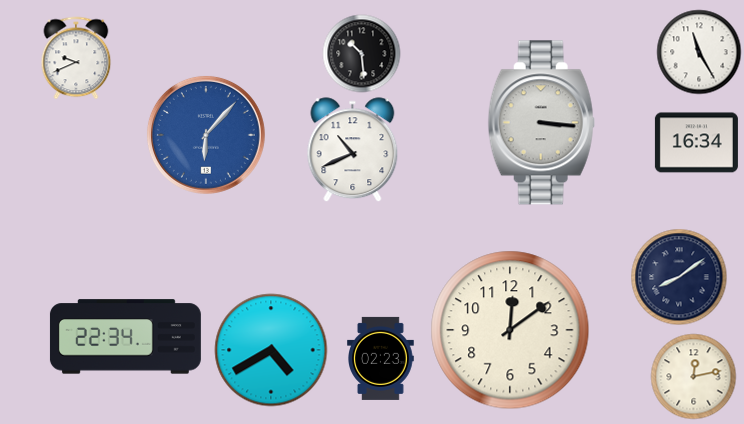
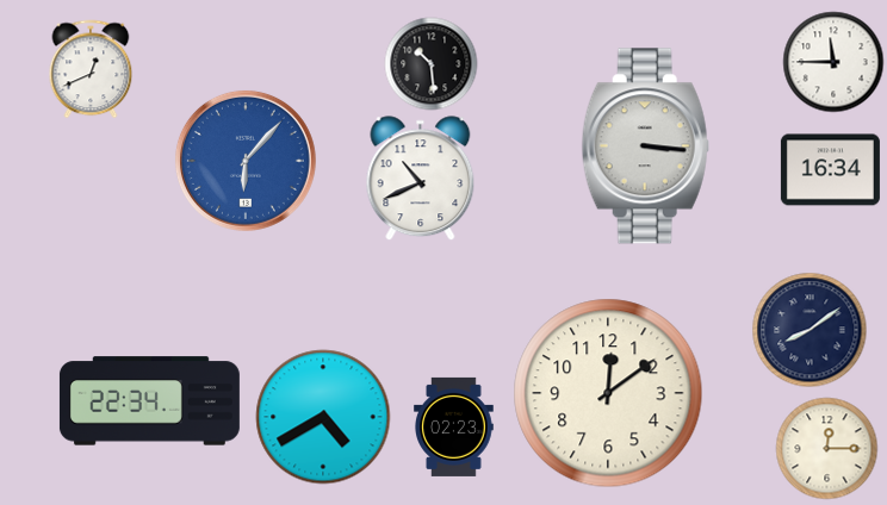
clock at (699, 52): 11:25 -> 11:45
clock at (76, 58): 9:41 -> 12:41
clock at (694, 377): 12:13 -> 12:15
